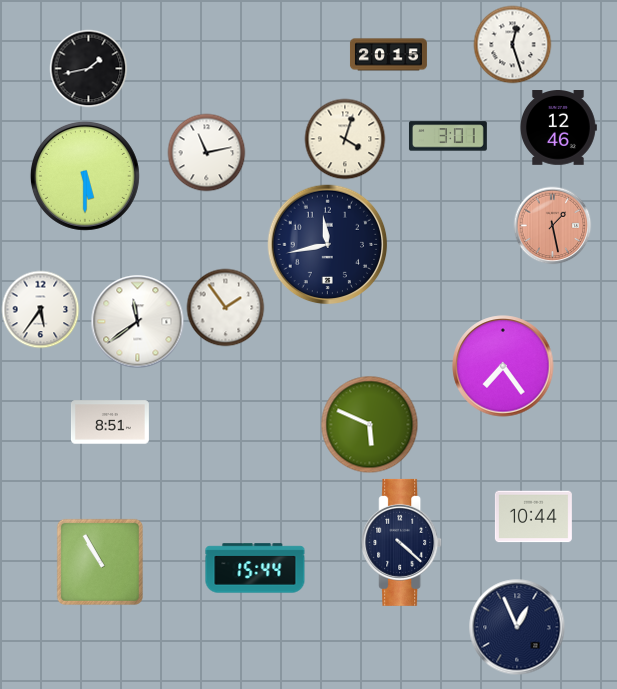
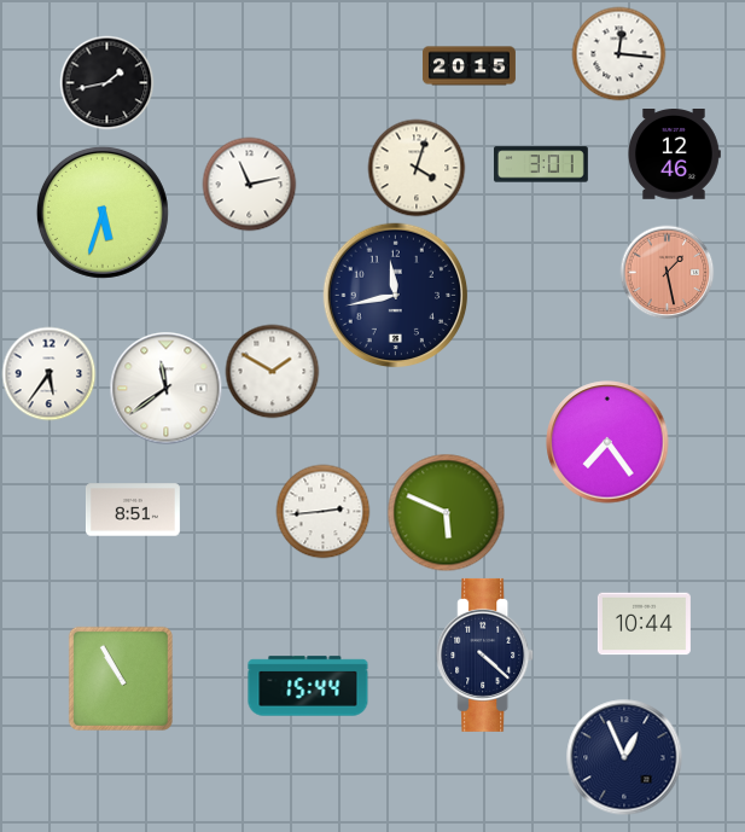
clock at (512, 44): 12:27 -> 12:16
clock at (85, 176): 5:30 -> 5:33
clock at (225, 307): 1:54 -> 1:50
clock at (322, 511): none -> 2:44
